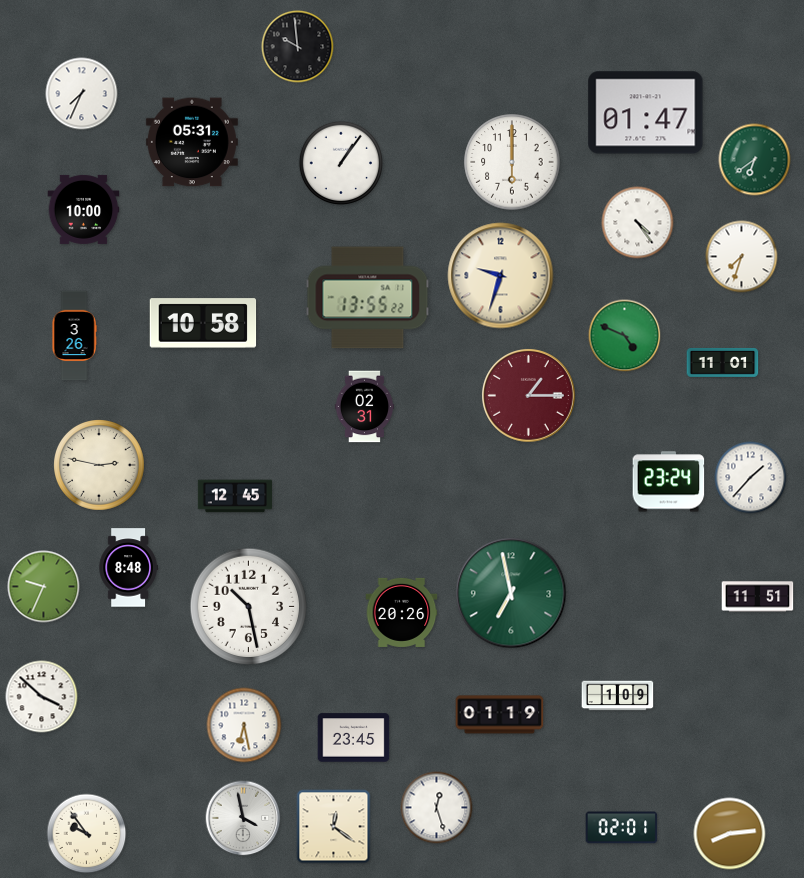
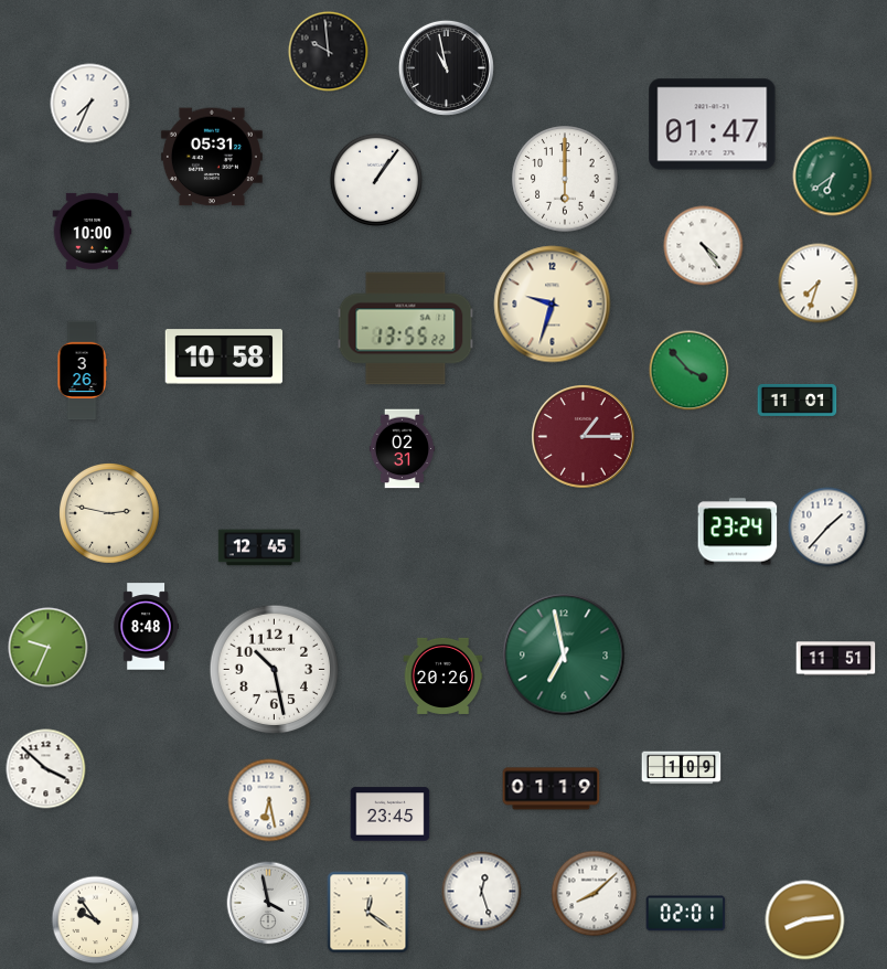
clock at (446, 67): none -> 10:58
clock at (625, 336): 4:49 -> 3:53
clock at (128, 568) position: (128, 568) -> (146, 627)
clock at (595, 894): none -> 8:08
